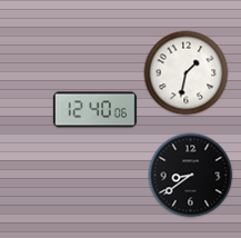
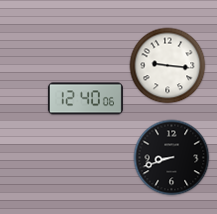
clock at (187, 73): 1:32 -> 9:16
clock at (191, 176): 8:39 -> 8:42
